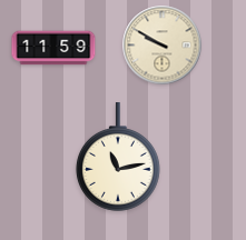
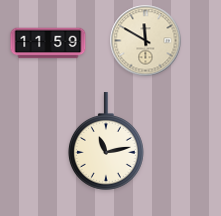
clock at (163, 46): 9:50 -> 11:50
